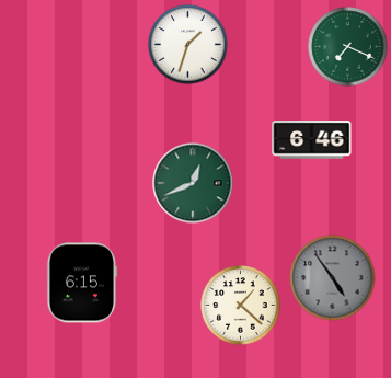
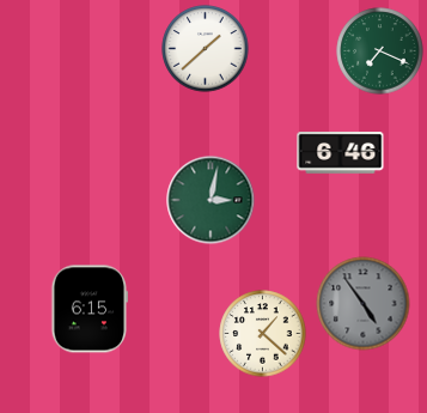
clock at (188, 45): 1:33 -> 1:38
clock at (193, 183): 12:41 -> 3:02
